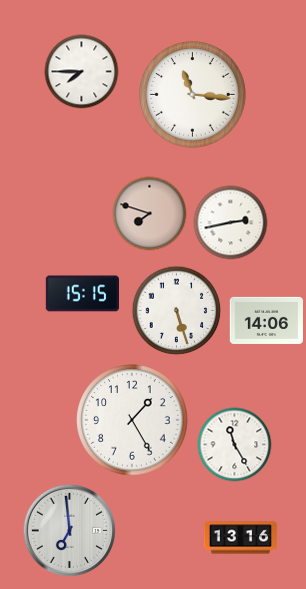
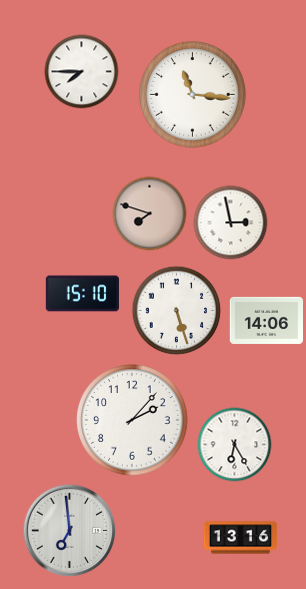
clock at (231, 223): 2:43 -> 2:58
clock at (82, 294): 15:15 -> 15:10
clock at (132, 420): 1:25 -> 2:07
clock at (235, 445): 11:25 -> 6:25
